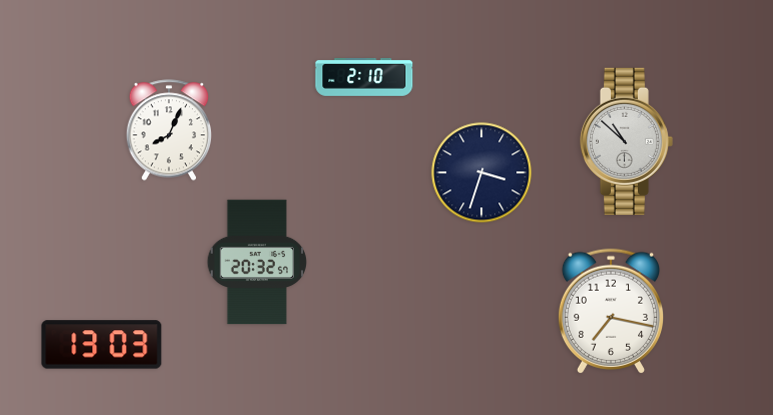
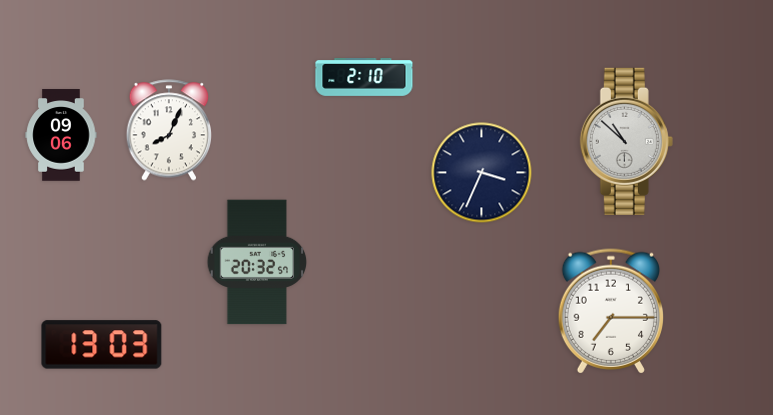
clock at (61, 135): none -> 09:06
clock at (482, 173): 3:33 -> 3:34
clock at (610, 311): 7:17 -> 7:15
